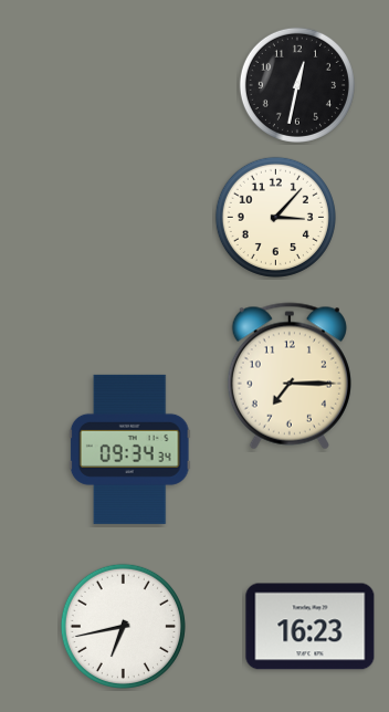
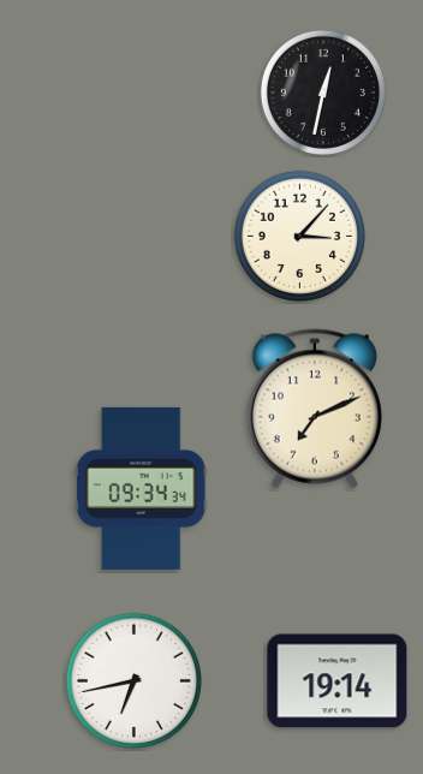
clock at (290, 376): 7:15 -> 7:11
clock at (311, 627): 16:23 -> 19:14
